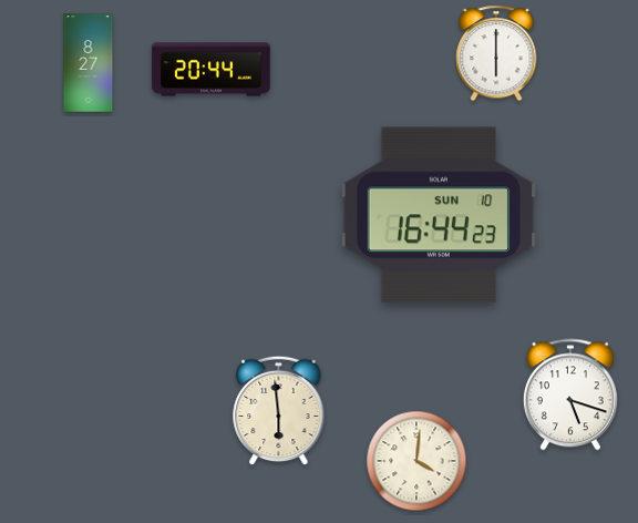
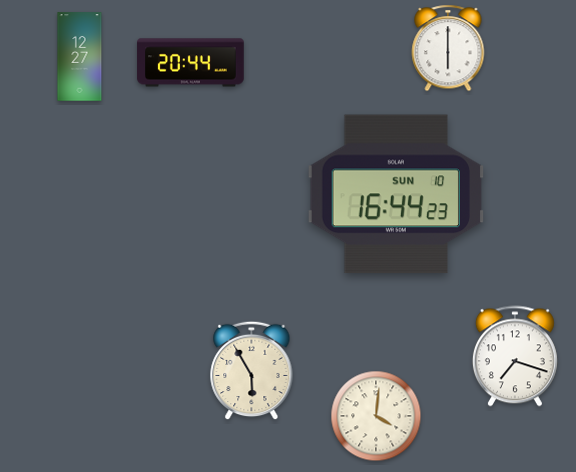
clock at (89, 63): 8:27 -> 12:27
clock at (570, 394): 5:18 -> 7:18
clock at (279, 411): 5:59 -> 5:55
